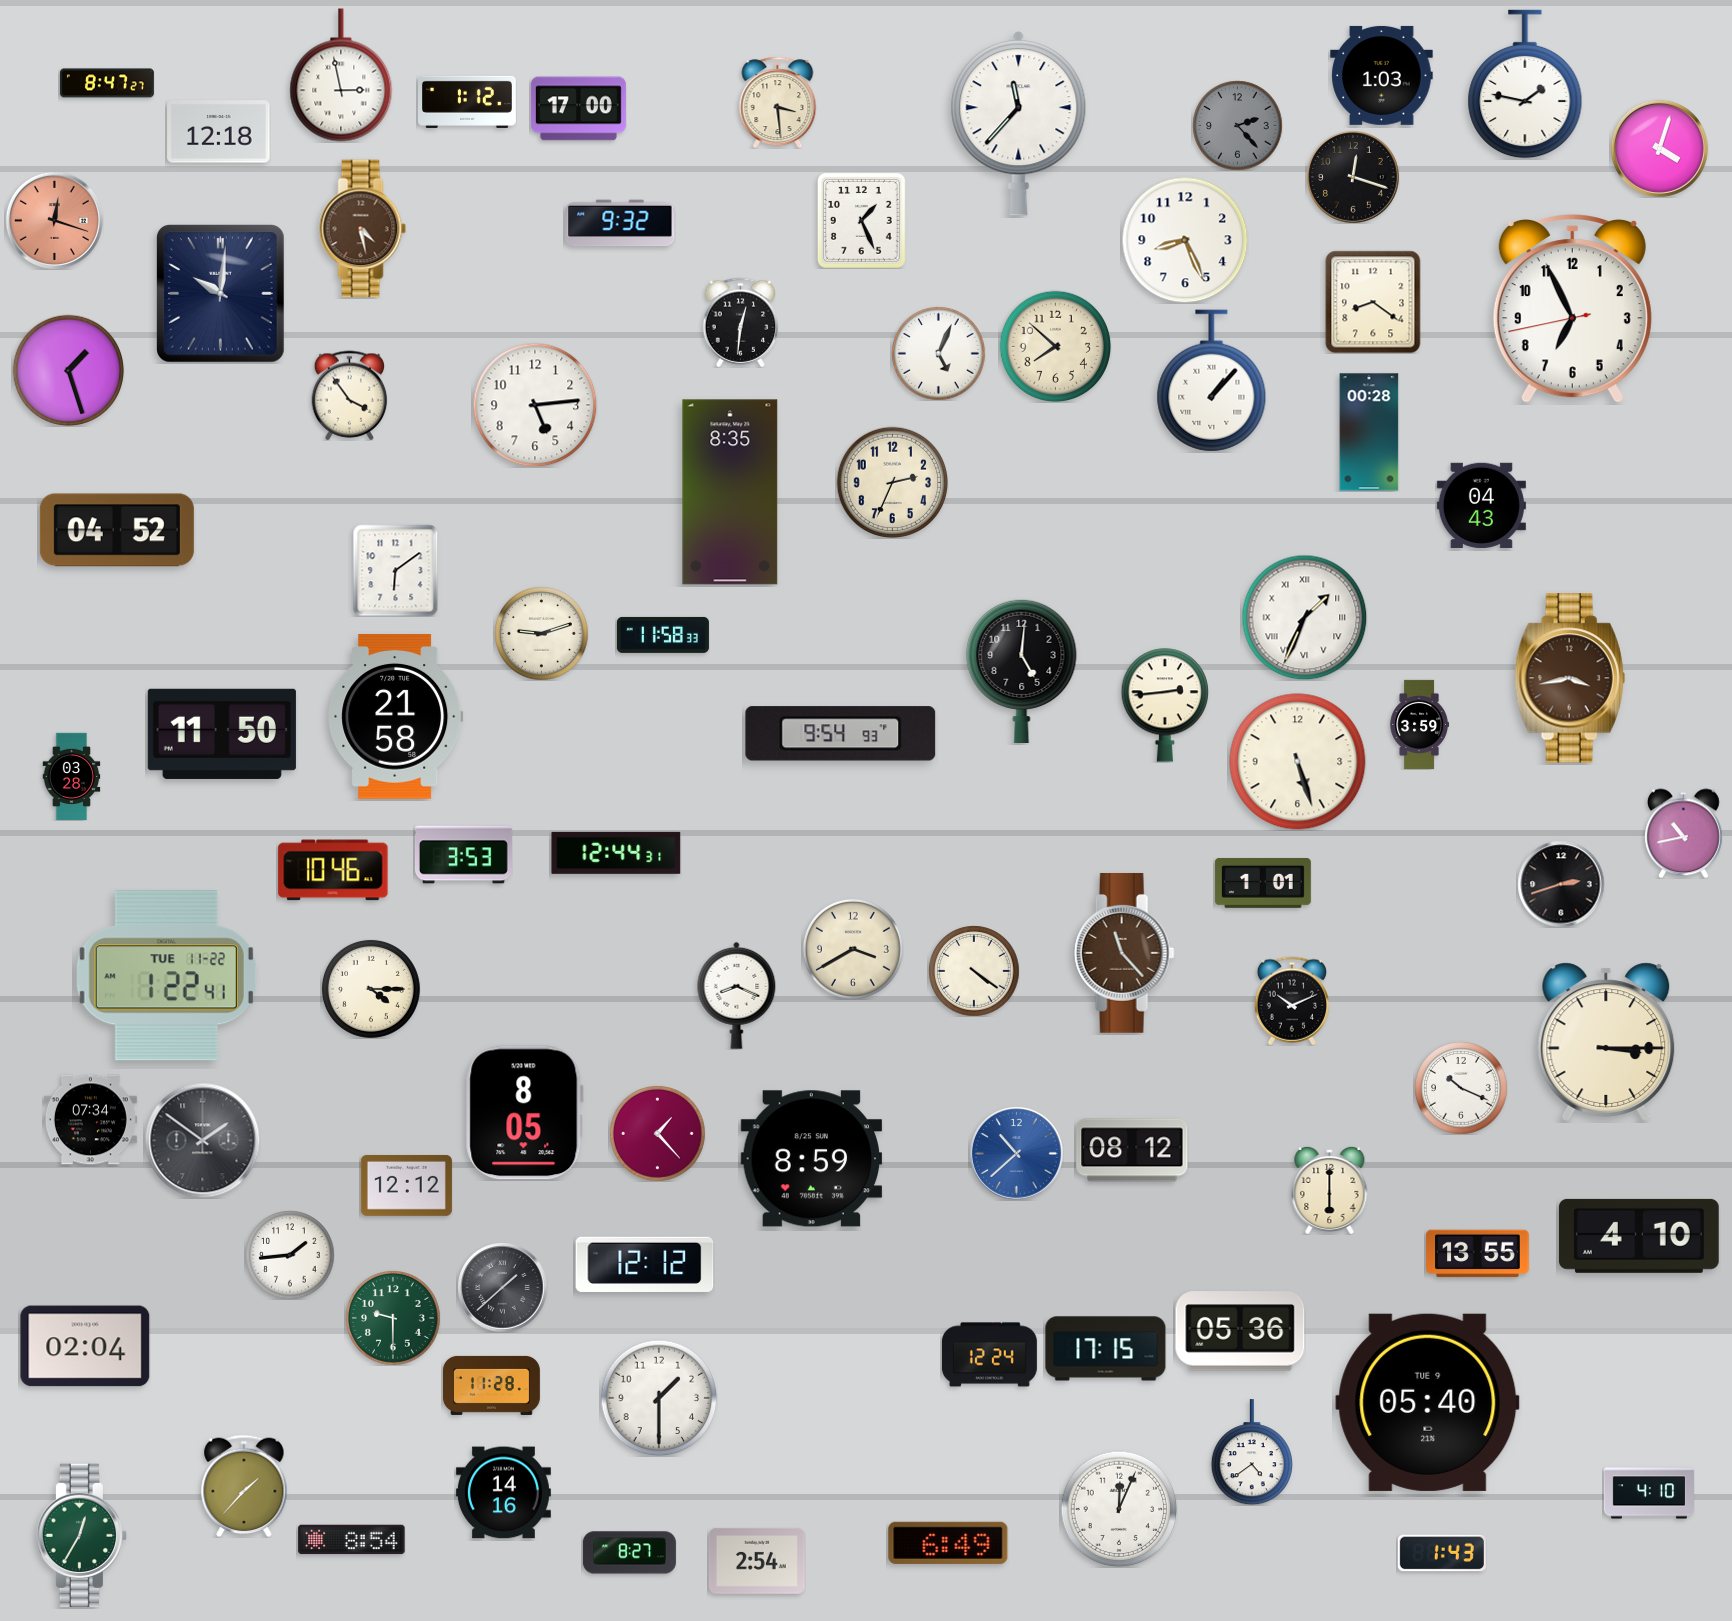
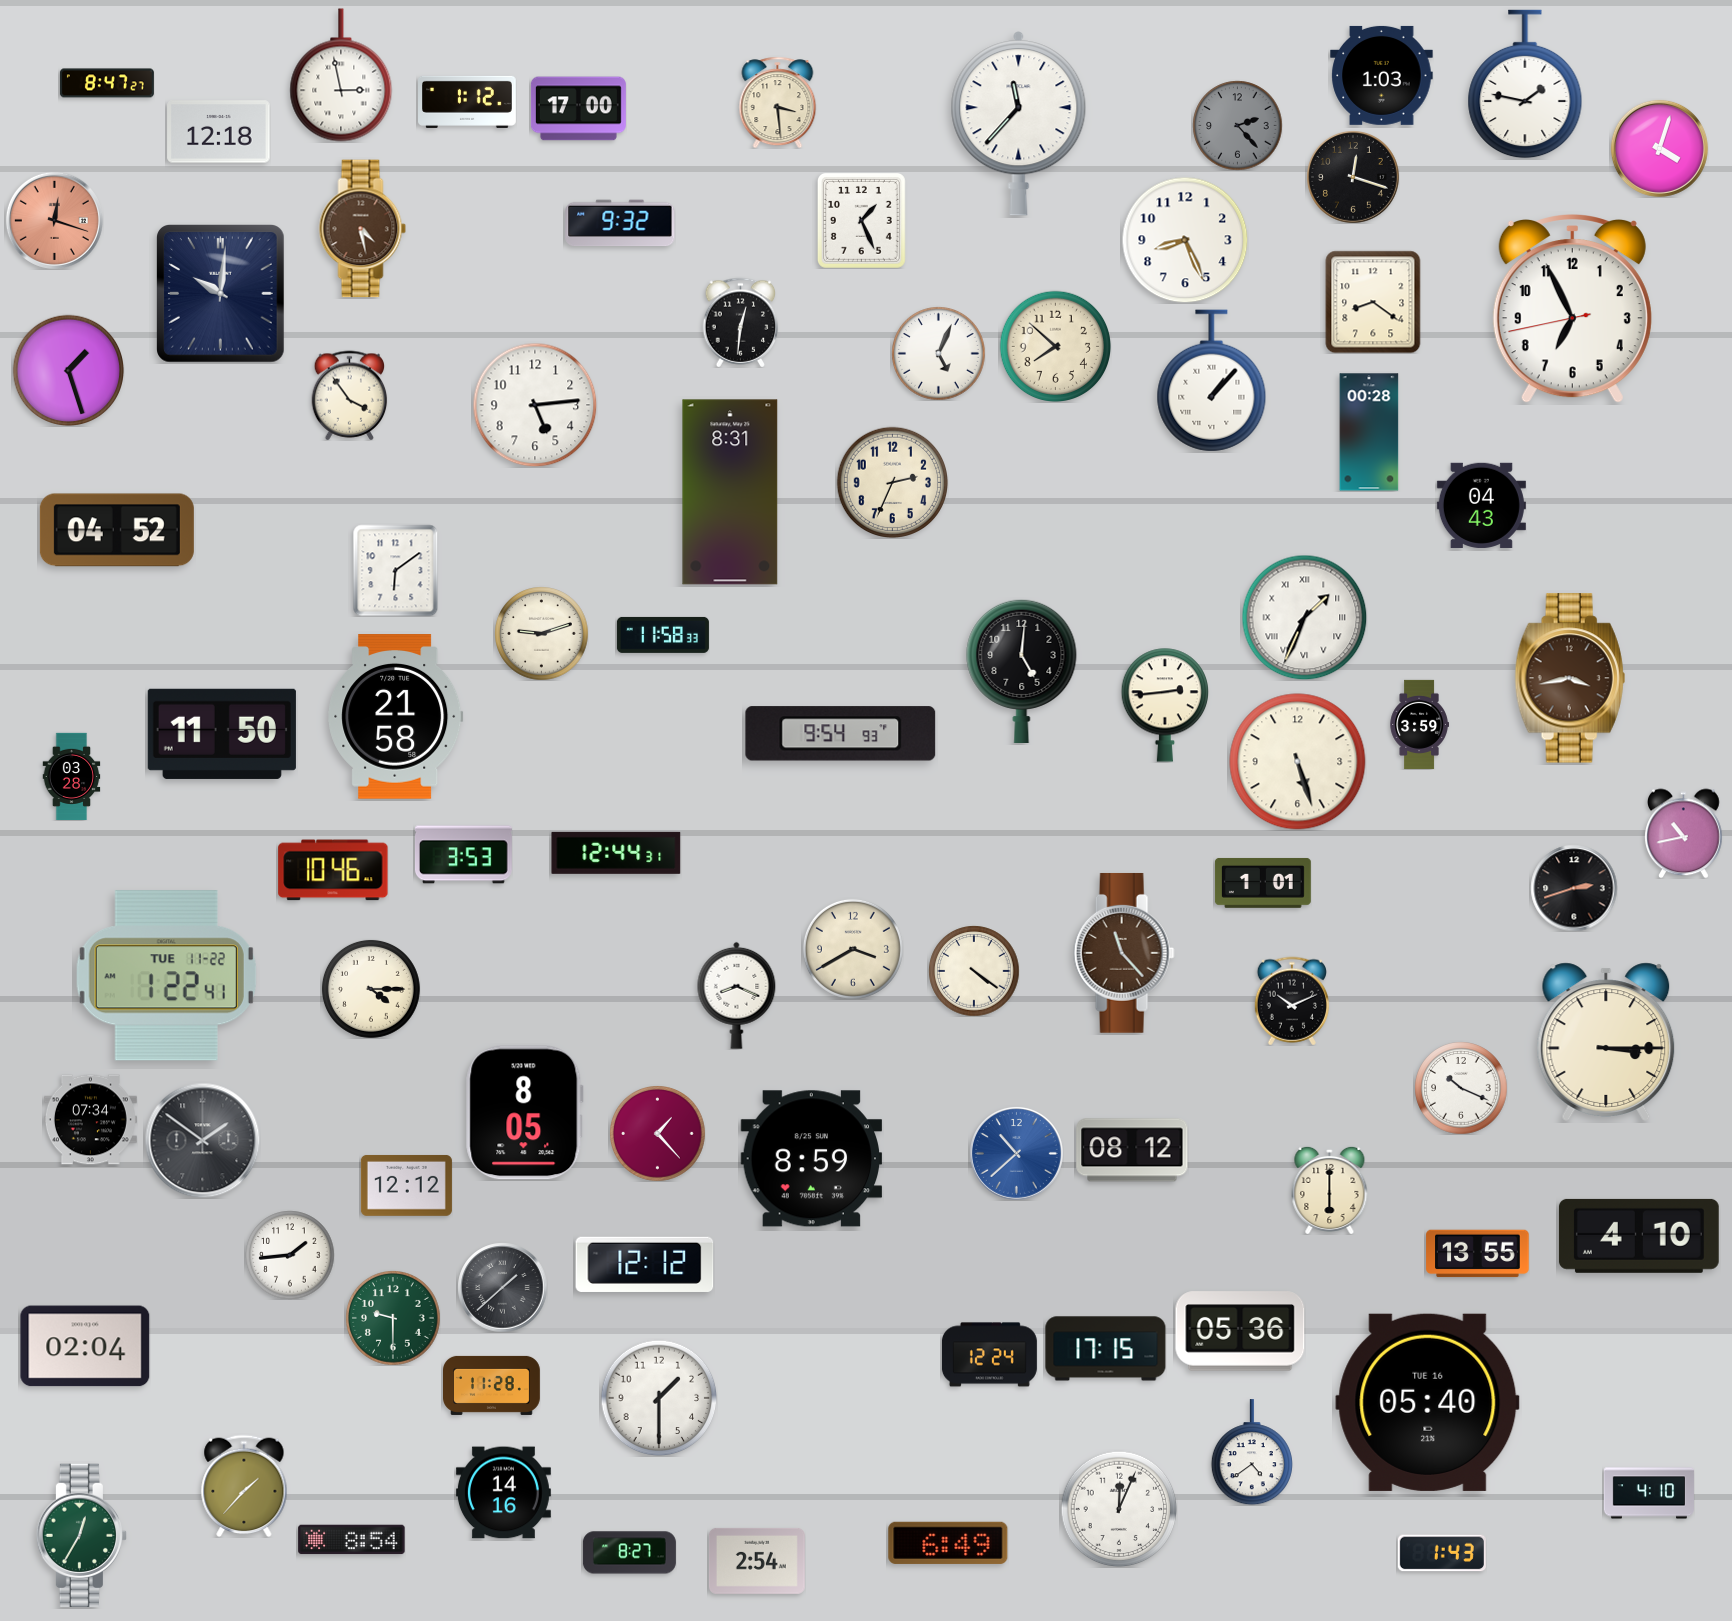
clock at (730, 492): 8:35 -> 8:31
clock at (1561, 884) position: (1561, 884) -> (1574, 888)
clock at (1428, 1402) date: TUE 9 -> TUE 16
